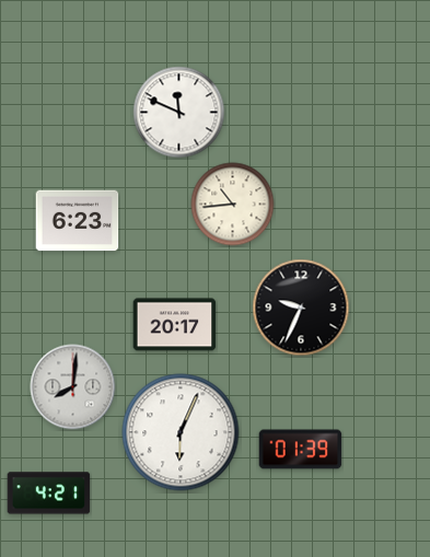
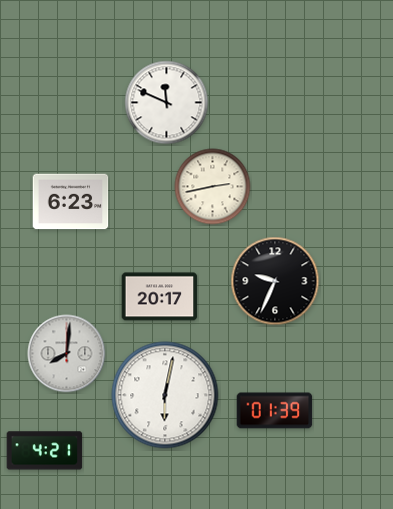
clock at (179, 113) position: (179, 113) -> (167, 103)
clock at (233, 205): 10:44 -> 2:43
clock at (181, 432): 6:04 -> 6:02
